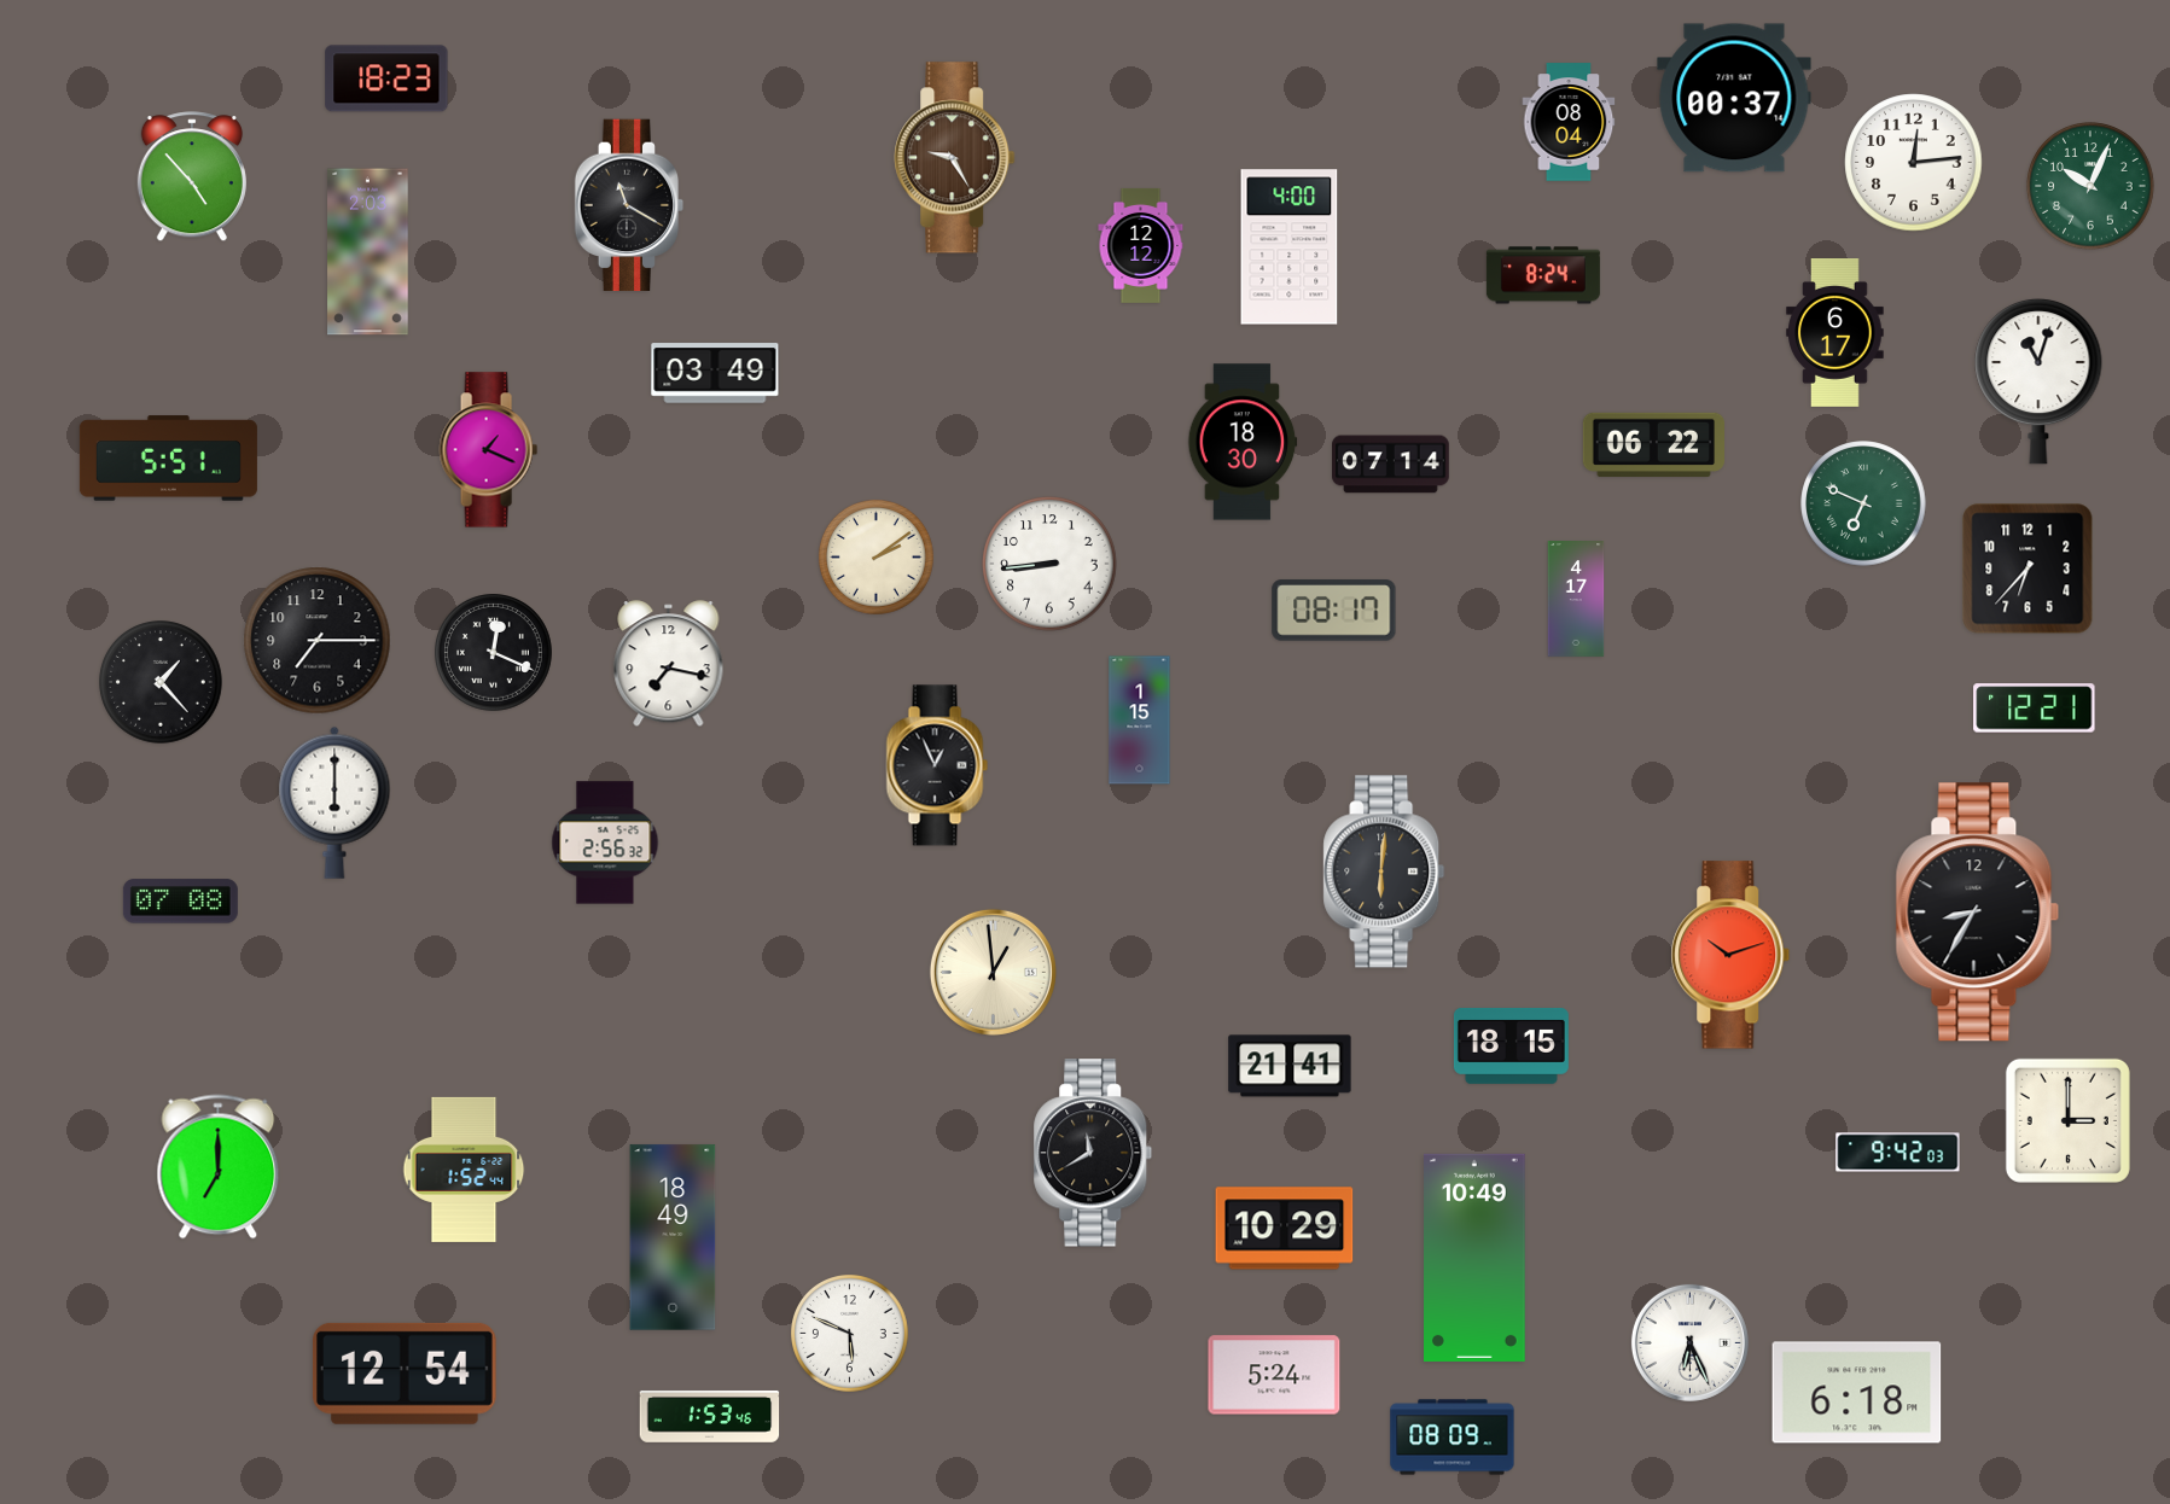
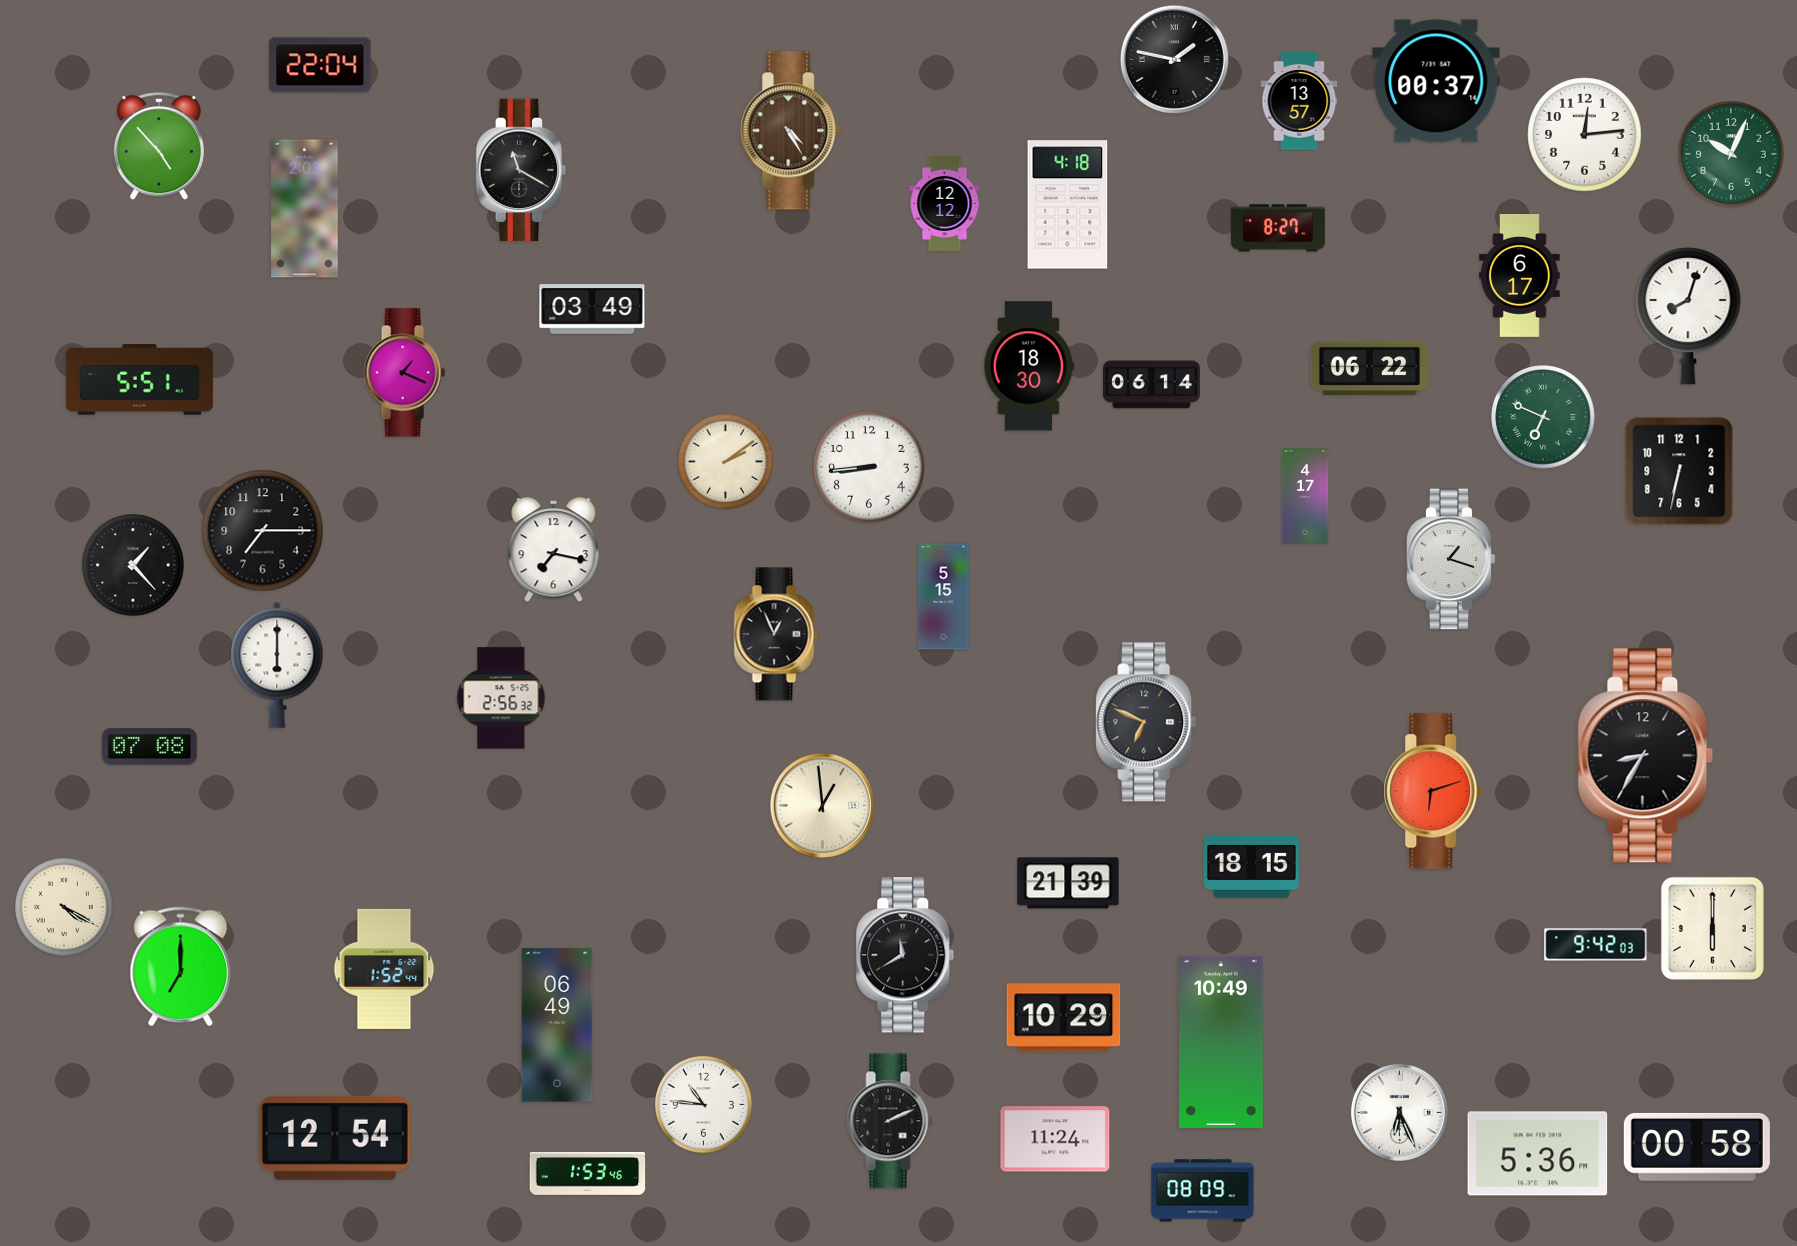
clock at (1174, 59): none -> 1:47
clock at (386, 78): 18:23 -> 22:04
clock at (1569, 122): 08:04 -> 13:57
clock at (955, 158): 9:25 -> 4:25
clock at (1290, 247): 4:00 -> 4:18
clock at (1543, 275): 8:24 -> 8:27
clock at (2038, 381): 11:03 -> 8:03
clock at (1391, 465): 07:14 -> 06:14
clock at (2028, 569): 6:37 -> 6:32
clock at (1334, 611): 08:17 -> none
clock at (494, 653): 12:19 -> none
clock at (1451, 559): none -> 1:18
clock at (2035, 709): 12:21 -> none
clock at (1140, 721): 1:15 -> 5:15
clock at (1384, 871): 6:01 -> 6:49
clock at (1978, 913) position: (1978, 913) -> (1646, 756)
clock at (1730, 955): 10:12 -> 6:12
clock at (1290, 1066): 21:41 -> 21:39
clock at (65, 908): none -> 4:20
clock at (2067, 1120): 3:00 -> 6:00
clock at (1898, 1153) position: (1898, 1153) -> (1596, 945)
clock at (673, 1237): 18:49 -> 06:49
clock at (850, 1334): 5:49 -> 10:46
clock at (890, 1121): none -> 2:11
clock at (1274, 1375): 5:24 -> 11:24
clock at (1697, 1147): none -> 00:58
clock at (1857, 1393): 6:18 -> 5:36
